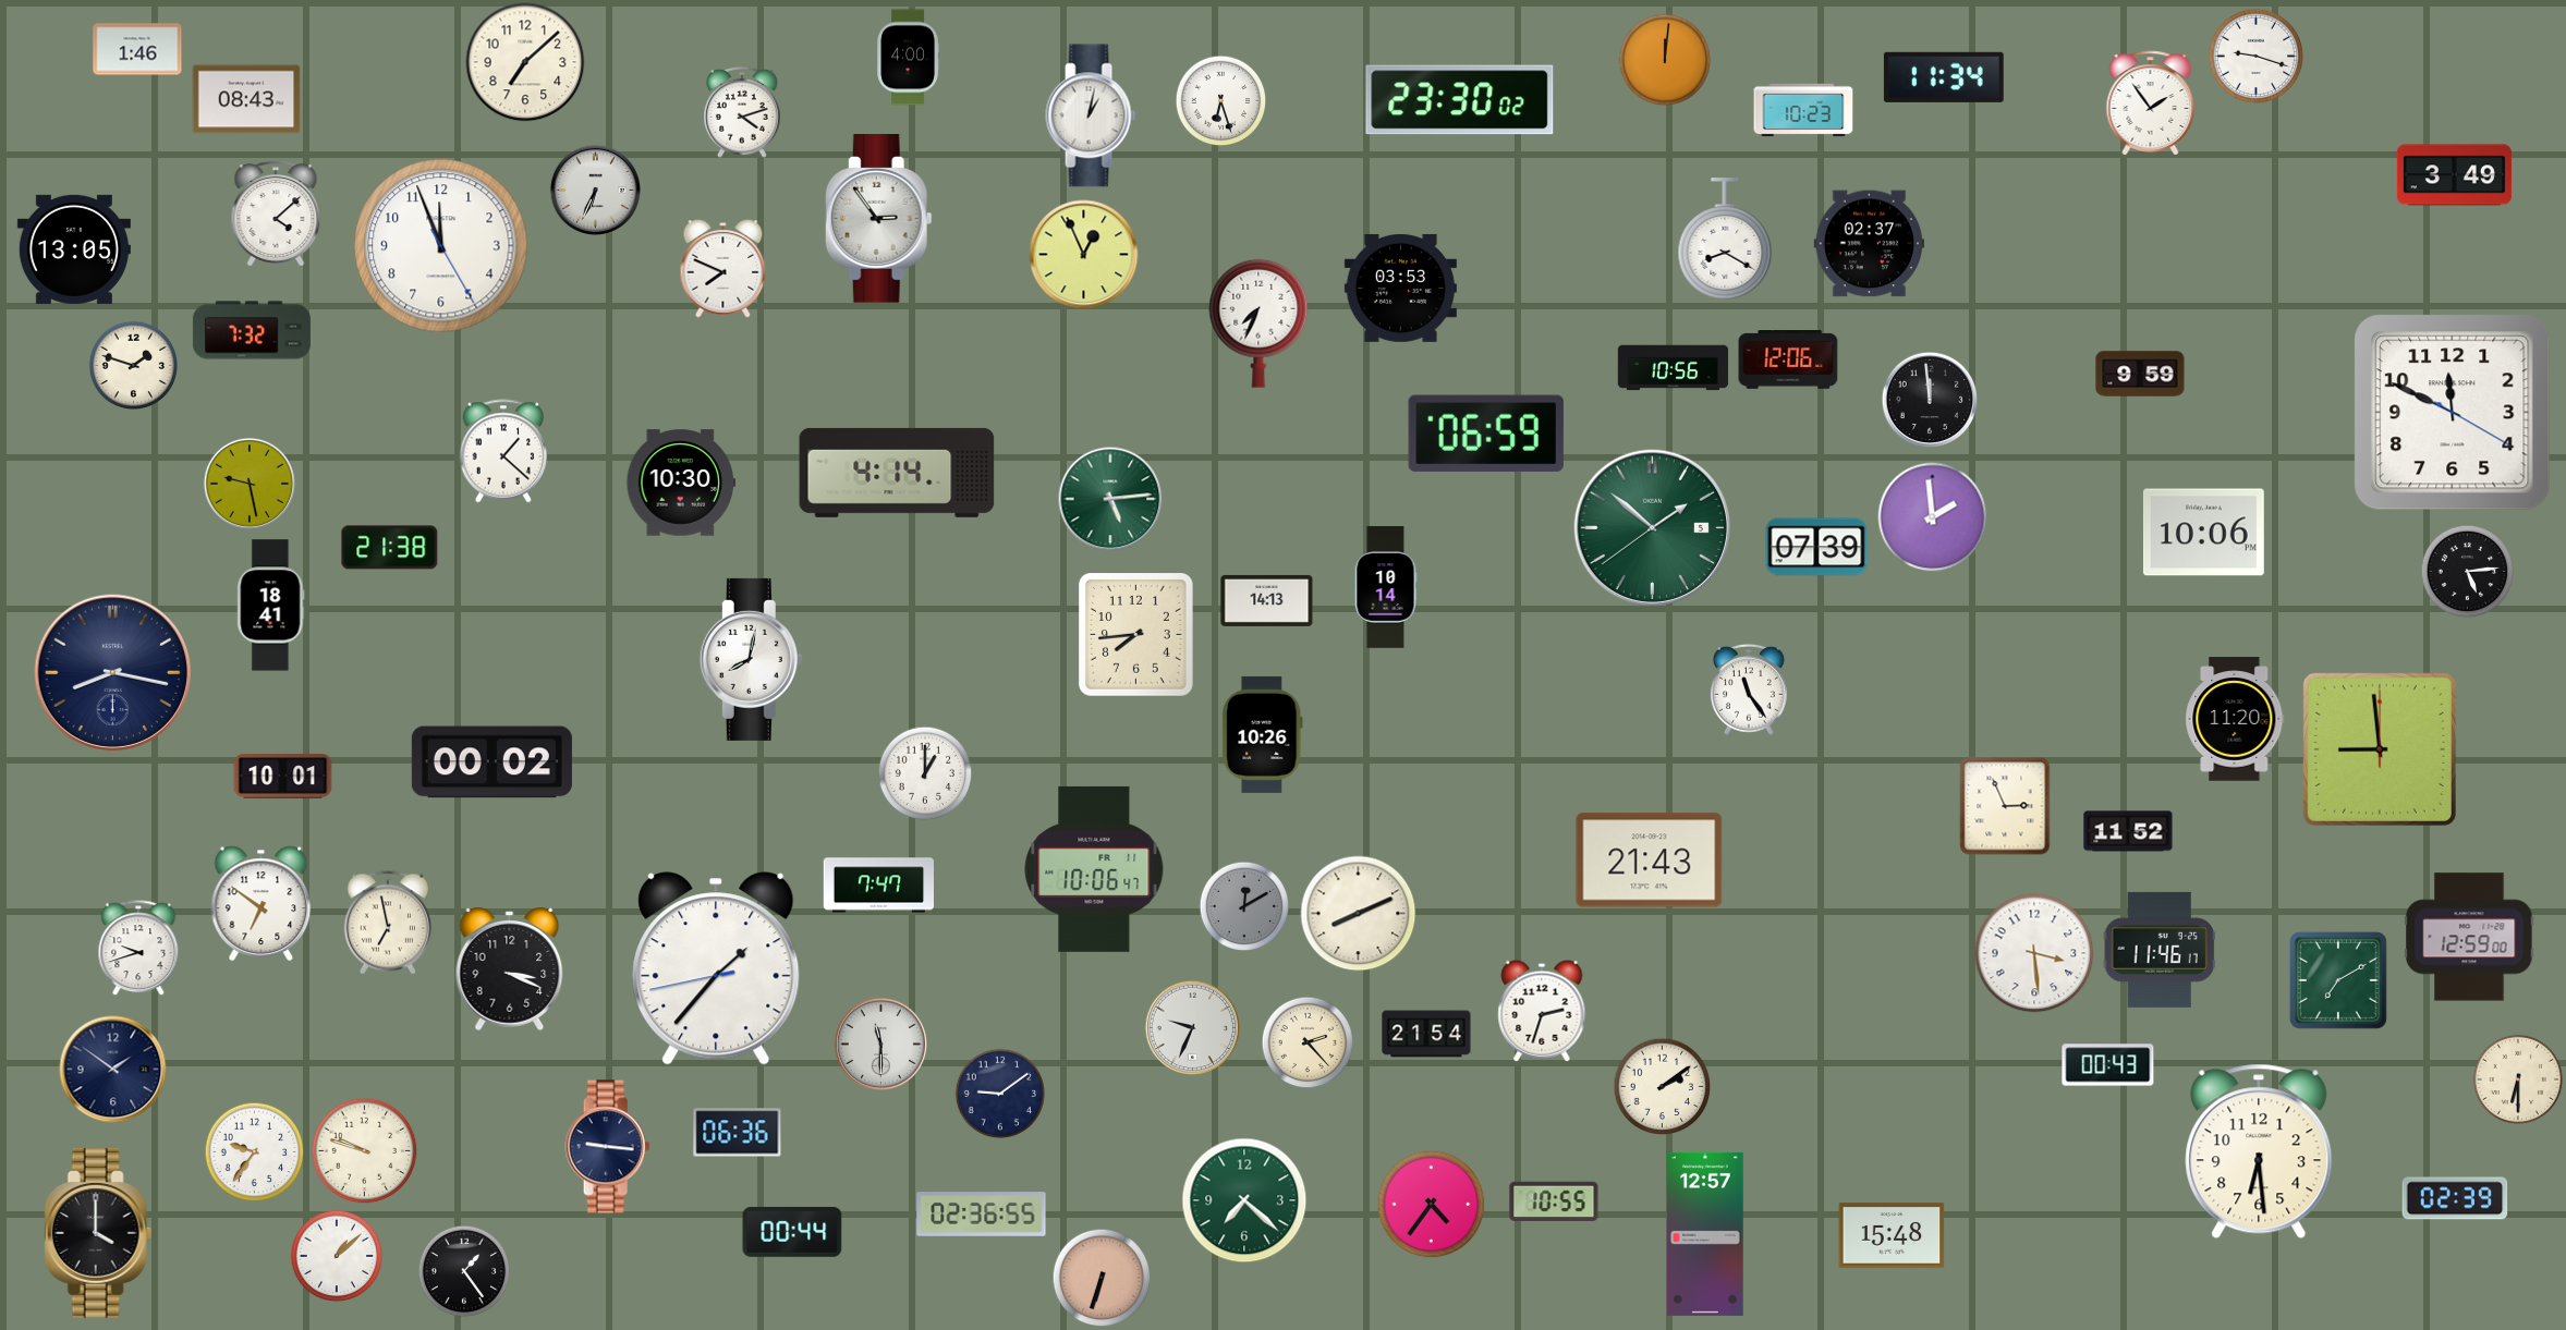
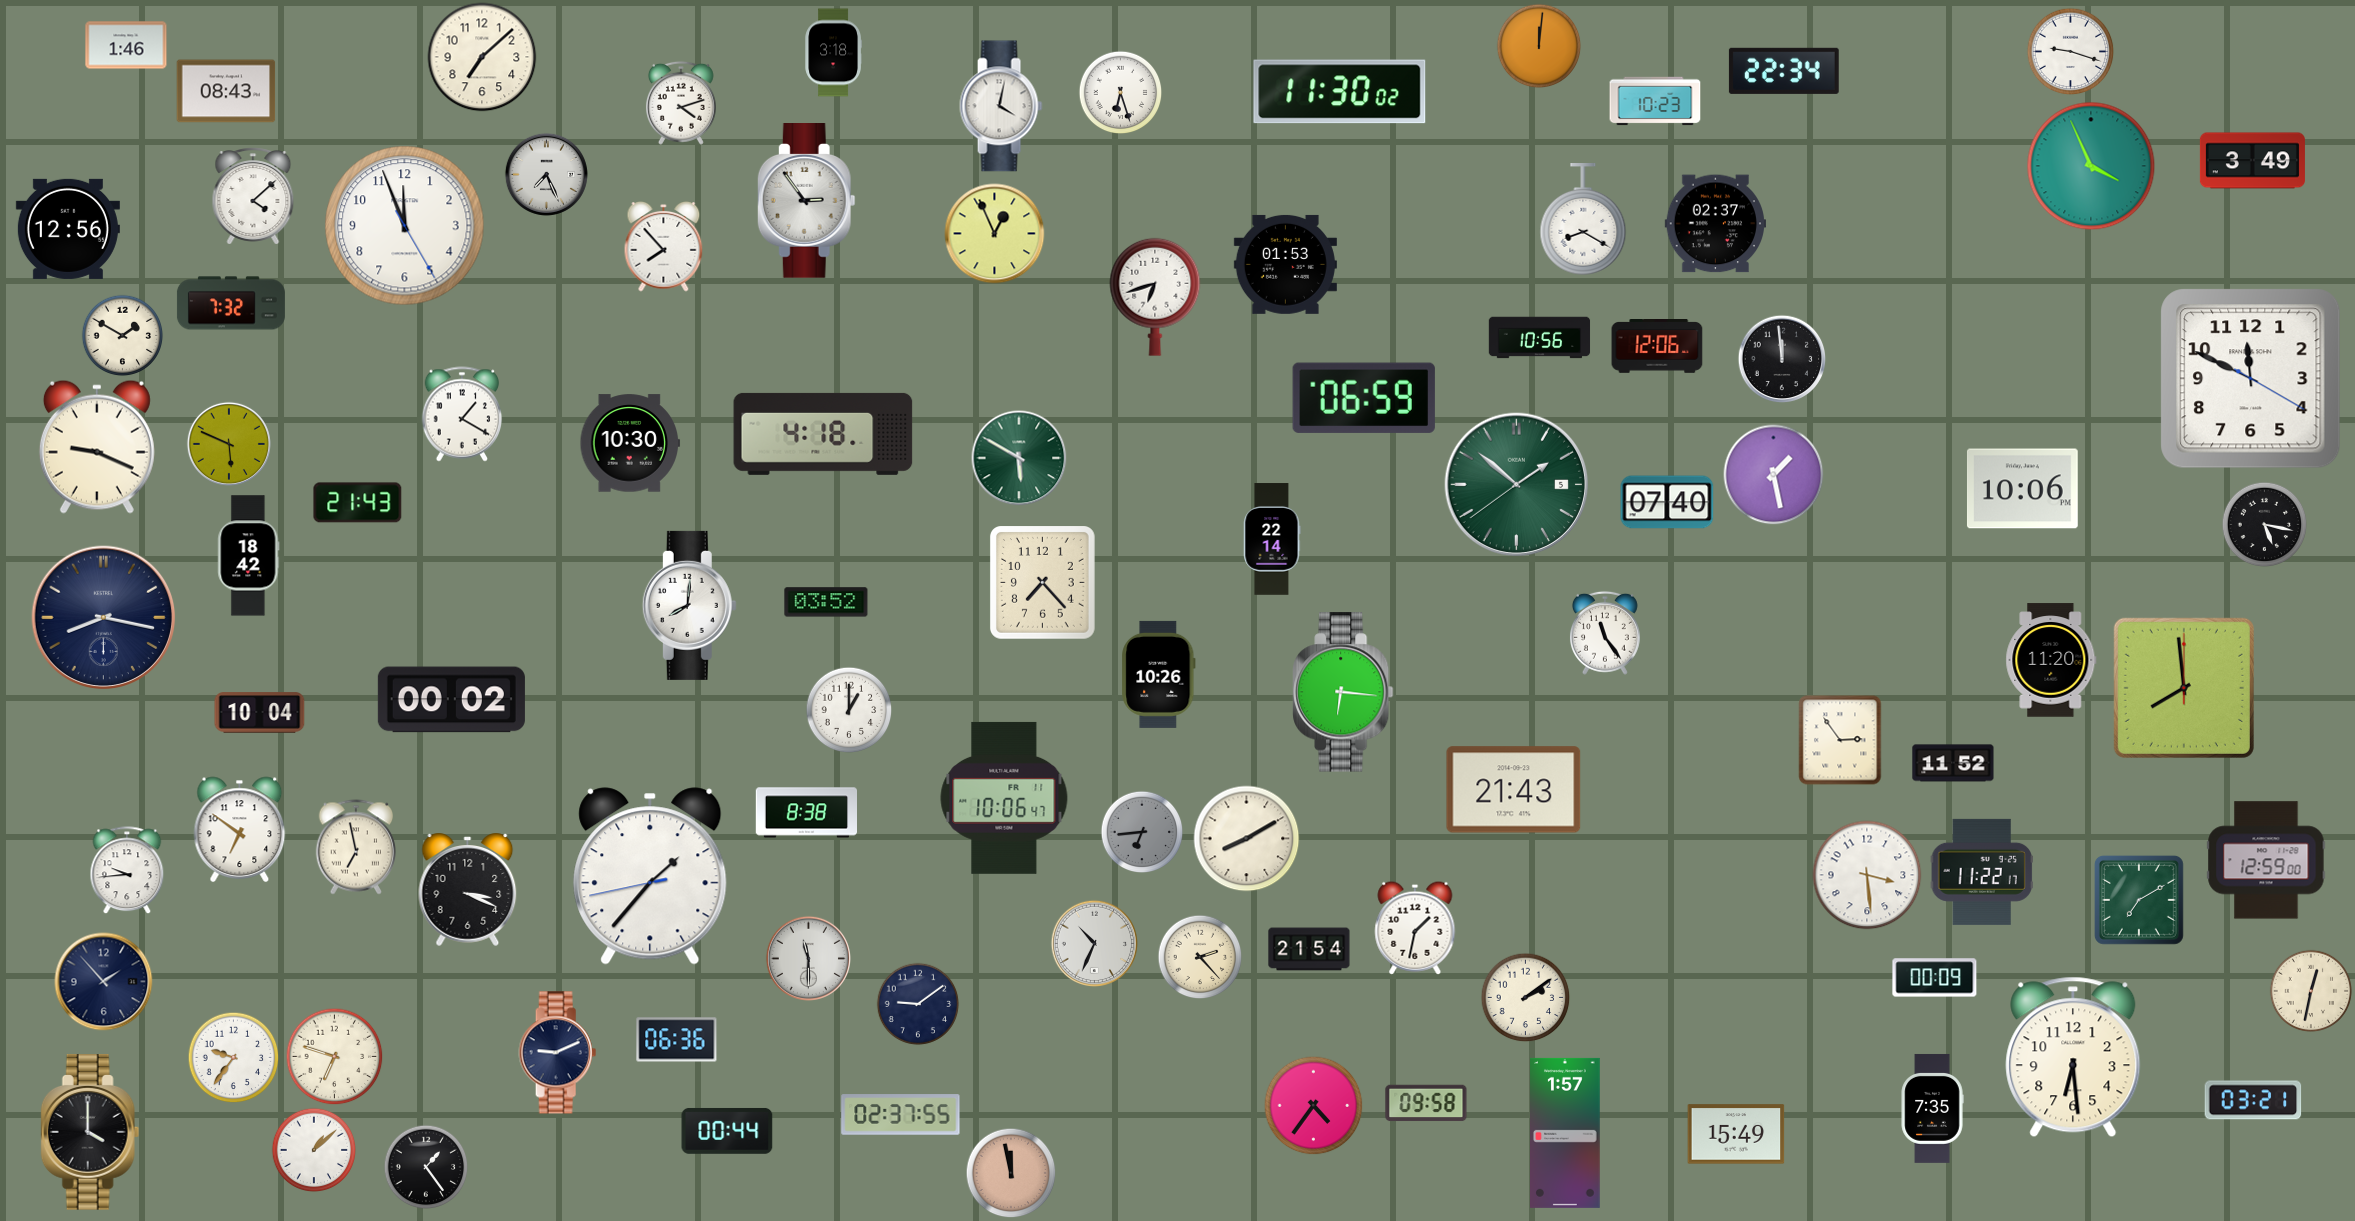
clock at (908, 58): 4:00 -> 3:18
clock at (1665, 60) position: (1665, 60) -> (1539, 46)
clock at (1944, 77): 11:34 -> 22:34
clock at (1460, 100): 23:30 -> 11:30
clock at (2151, 103): 1:54 -> none
clock at (1091, 115): 1:02 -> 4:02
clock at (2091, 166): none -> 3:56
clock at (595, 190): 6:34 -> 7:26
clock at (74, 249): 13:05 -> 12:56
clock at (723, 269): 7:49 -> 7:53
clock at (1400, 288): 03:53 -> 01:53
clock at (1258, 324): 7:34 -> 6:42
clock at (1788, 361) position: (1788, 361) -> (1657, 347)
clock at (133, 365): 1:48 -> 1:50
clock at (1674, 368) position: (1674, 368) -> (1540, 338)
clock at (2140, 374): 9:59 -> none
clock at (1930, 400) position: (1930, 400) -> (1782, 359)
clock at (503, 451): 1:22 -> 1:20
clock at (897, 473): 4:14 -> 4:18
clock at (681, 483) position: (681, 483) -> (630, 443)
clock at (250, 484): 9:28 -> 5:49
clock at (97, 447): none -> 9:19
clock at (1110, 499): 5:14 -> 5:50
clock at (1933, 517): 1:59 -> 1:28
clock at (1816, 547): 07:39 -> 07:40
clock at (390, 548): 21:38 -> 21:43
clock at (2467, 571): 5:14 -> 5:17
clock at (1386, 587): 10:14 -> 22:14
clock at (1267, 600): 14:13 -> none
clock at (271, 606): 18:41 -> 18:42
clock at (1135, 635): 7:44 -> 7:23
clock at (826, 602): none -> 03:52
clock at (751, 659): 8:02 -> 8:01
clock at (2380, 749): 8:59 -> 7:59
clock at (1344, 692): none -> 6:16
clock at (283, 777): 10:01 -> 10:04
clock at (2005, 806): 2:56 -> 2:54
clock at (878, 886): 7:47 -> 8:38
clock at (1244, 906): 12:10 -> 6:44
clock at (1359, 914): 8:11 -> 8:10
clock at (138, 948): 9:42 -> 9:44
clock at (2160, 950): 11:46 -> 11:22
clock at (716, 968) position: (716, 968) -> (650, 876)
clock at (2338, 980) position: (2338, 980) -> (2139, 900)
clock at (1542, 1011): 2:33 -> 1:32
clock at (1192, 1027): 9:34 -> 10:34
clock at (2108, 1065): 00:43 -> 00:09
clock at (113, 1070): 1:51 -> 1:53
clock at (2518, 1079): 6:30 -> 12:32
clock at (608, 1147): 9:16 -> 9:11
clock at (364, 1150): 9:48 -> 6:48
clock at (2455, 1198): 02:39 -> 03:21
clock at (1244, 1200): 7:22 -> none
clock at (1554, 1201): 10:55 -> 09:58
clock at (1932, 1108): none -> 7:35
clock at (982, 1215): 02:36 -> 02:37
clock at (1705, 1234): 12:57 -> 1:57
clock at (1892, 1235): 15:48 -> 15:49
clock at (337, 1256) position: (337, 1256) -> (314, 1150)
clock at (1102, 1278): 6:33 -> 11:58
